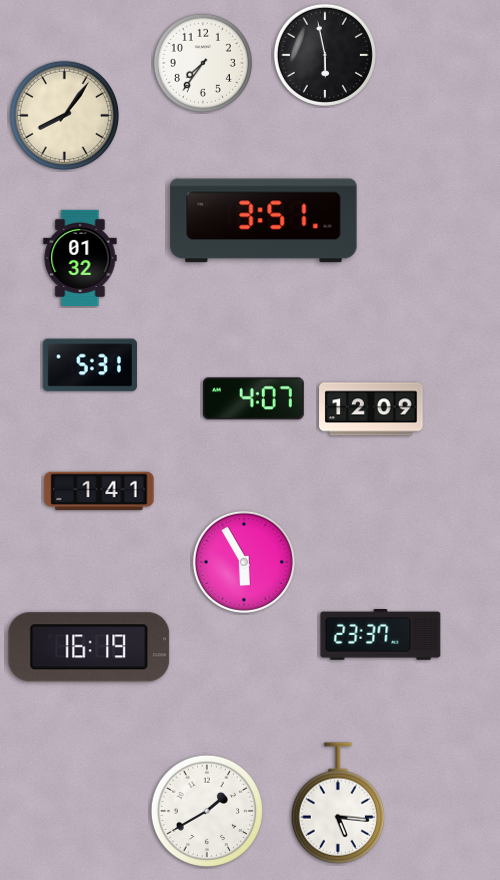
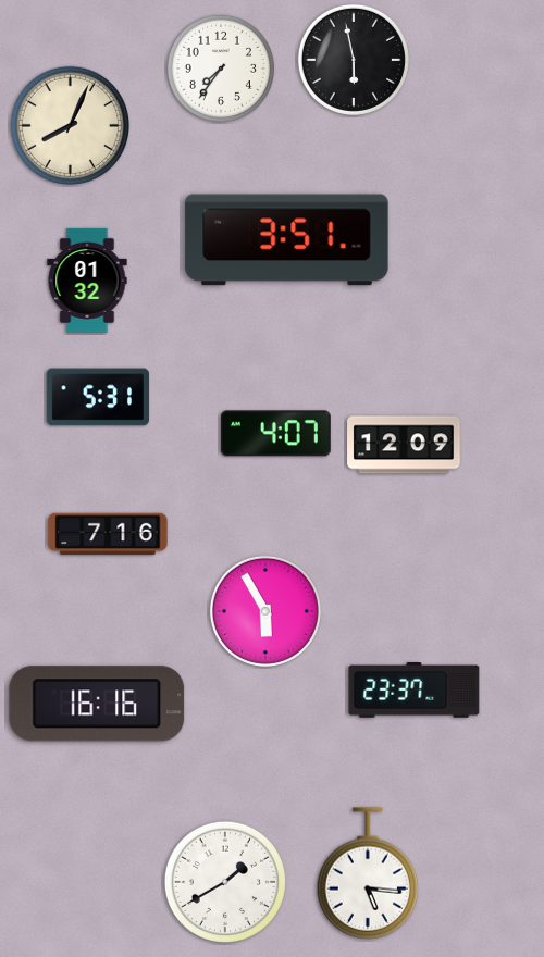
clock at (64, 115): 8:06 -> 8:04
clock at (99, 491): 1:41 -> 7:16
clock at (89, 647): 16:19 -> 16:16
